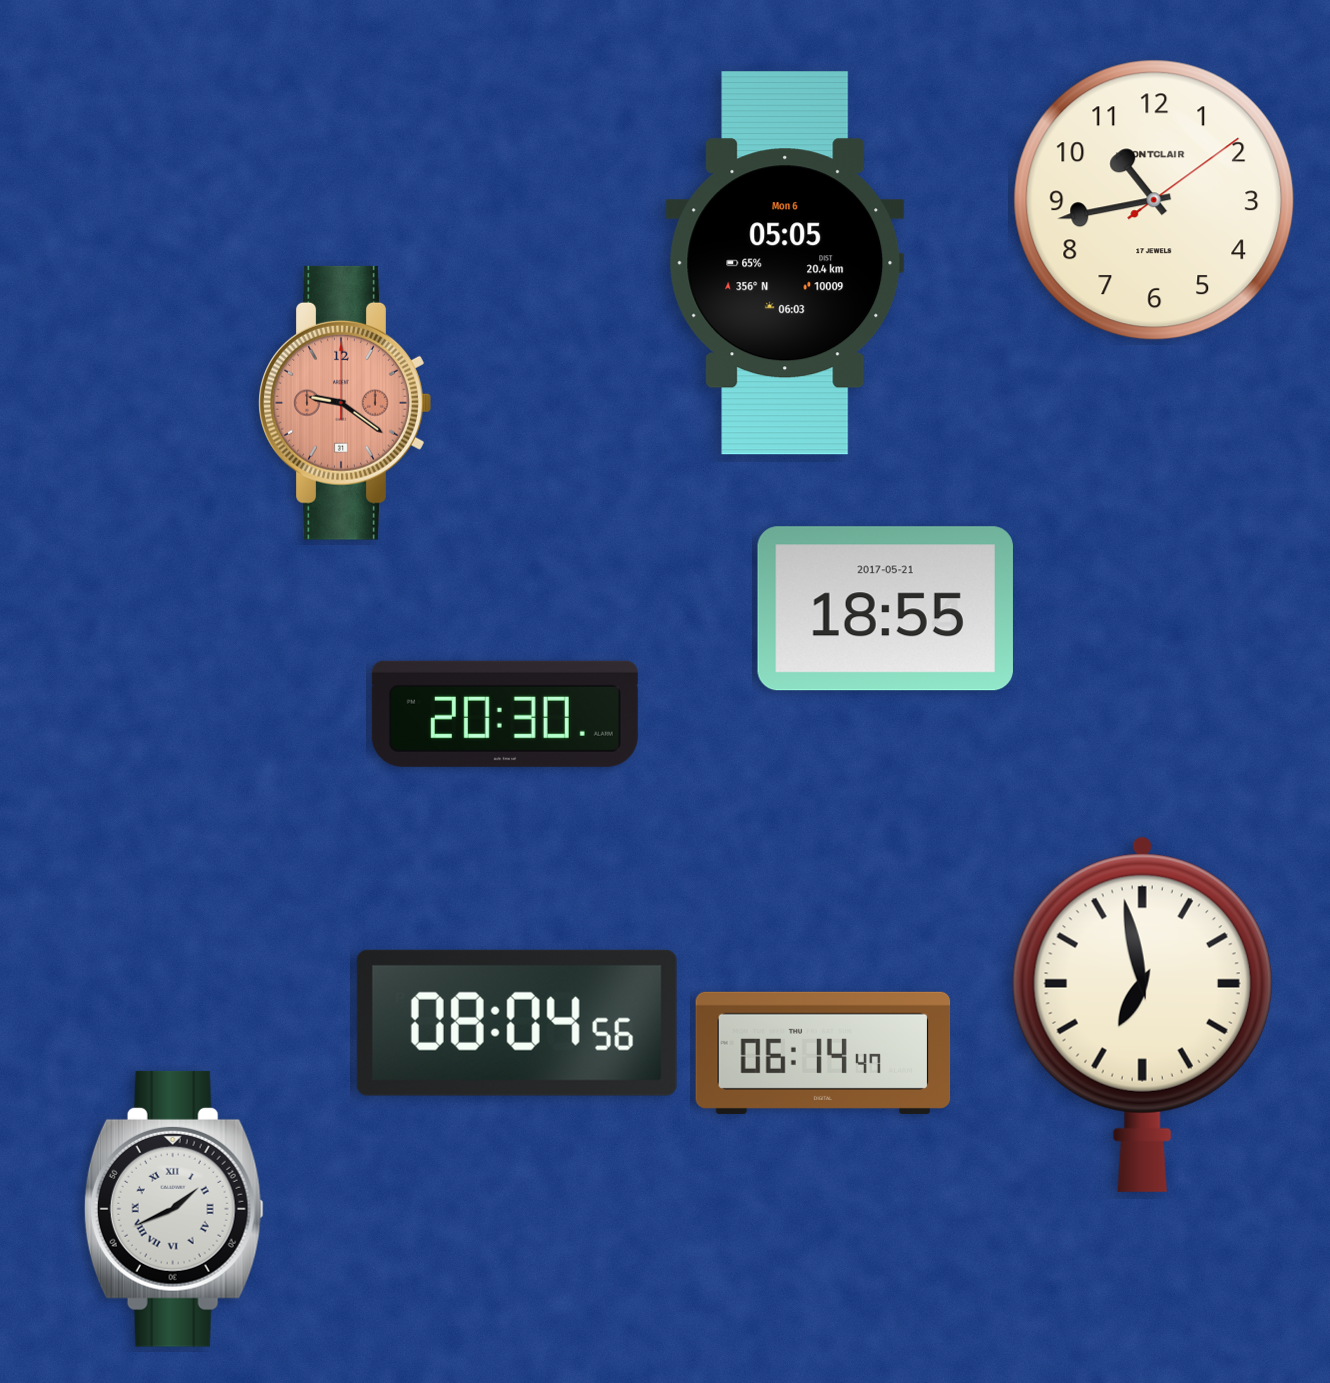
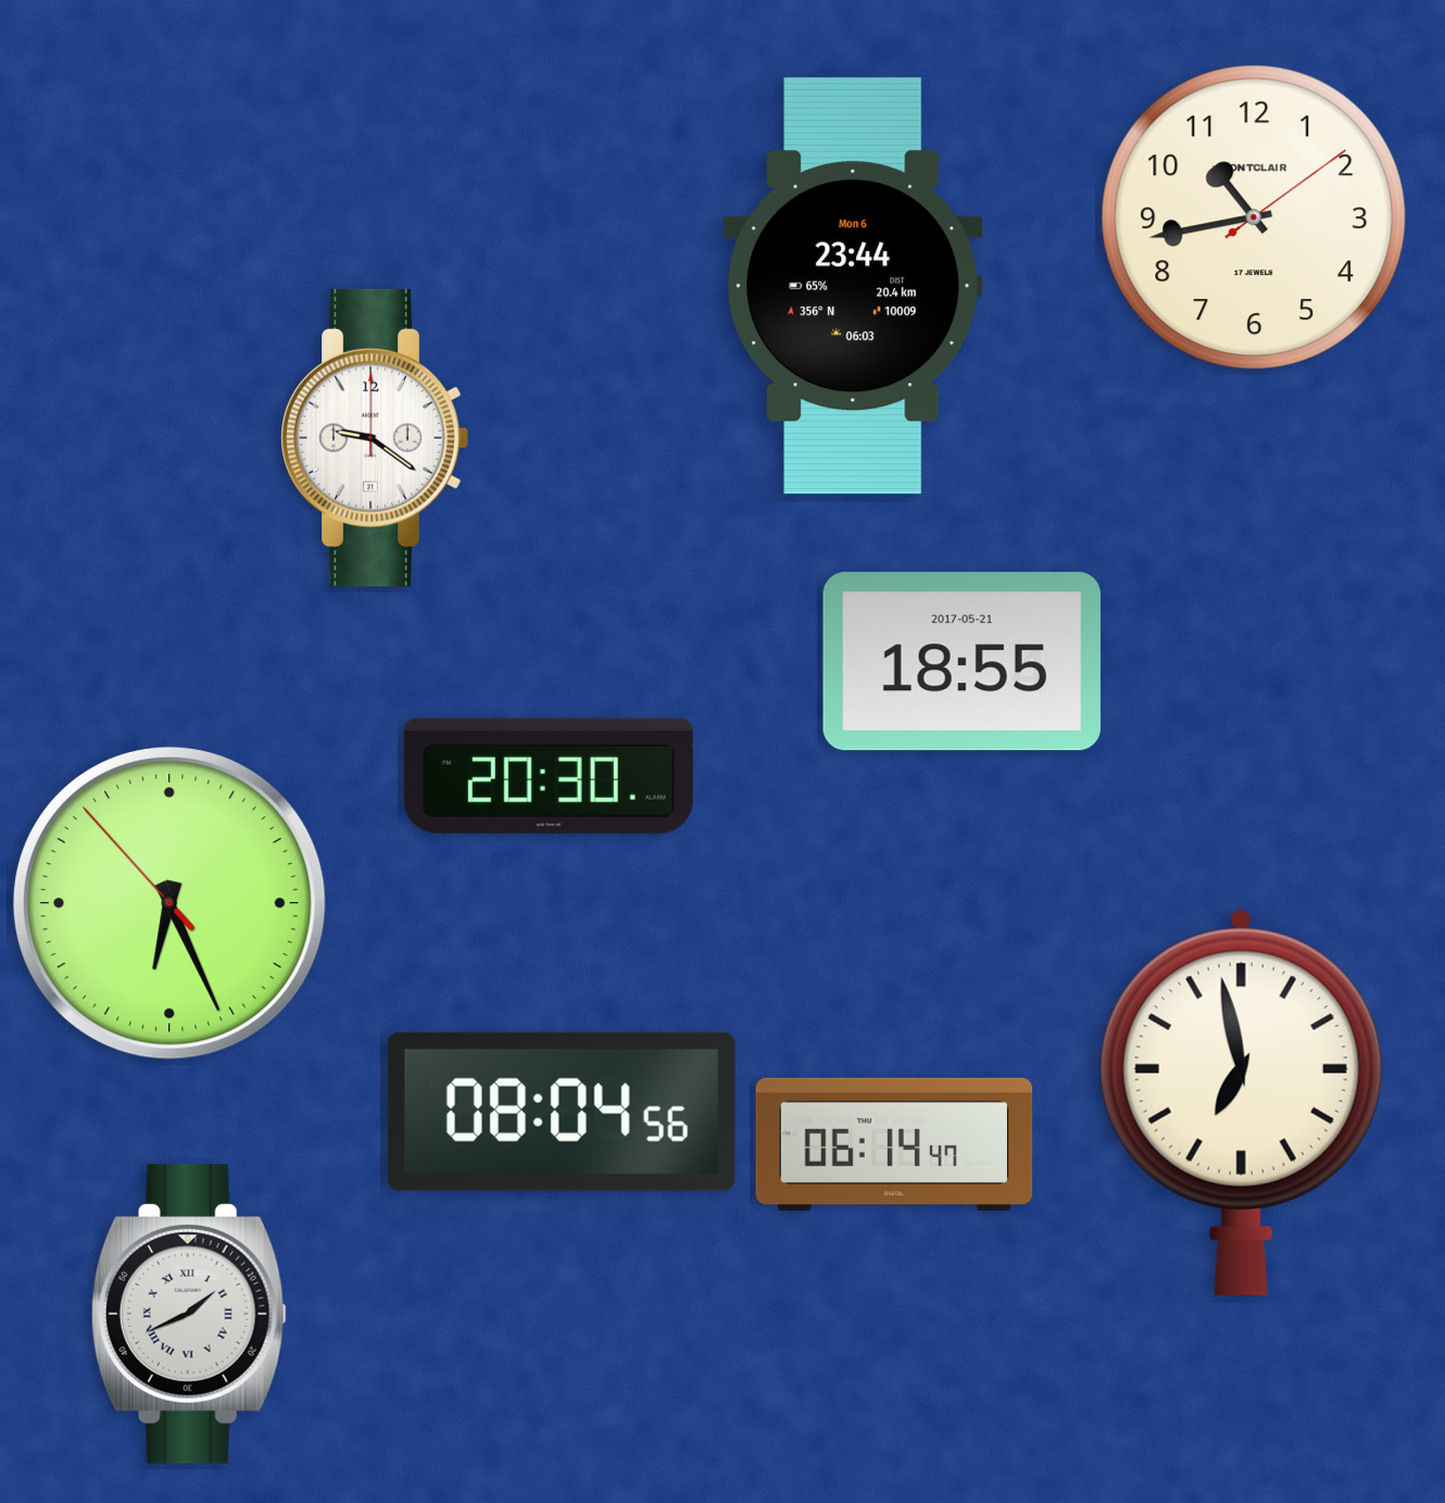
clock at (785, 263): 05:05 -> 23:44
clock at (345, 403) dial: salmon -> white
clock at (171, 904): none -> 6:25
